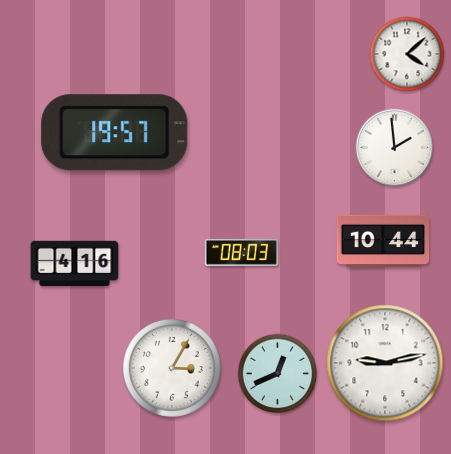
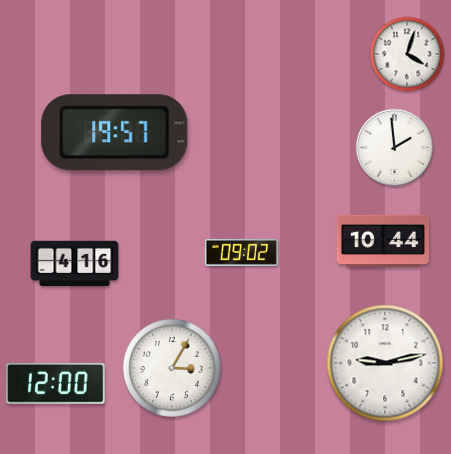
clock at (407, 54): 4:08 -> 4:03
clock at (241, 252): 08:03 -> 09:02
clock at (278, 374): 12:41 -> none
clock at (56, 383): none -> 12:00
